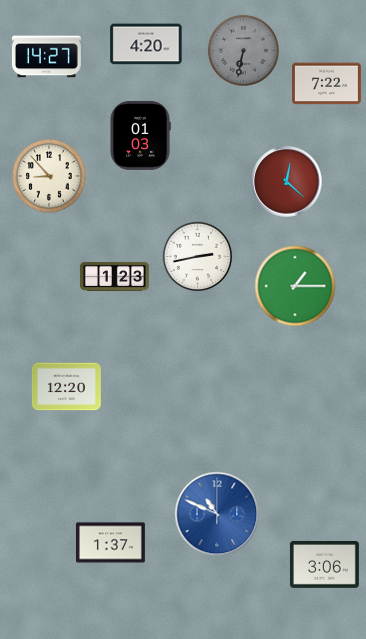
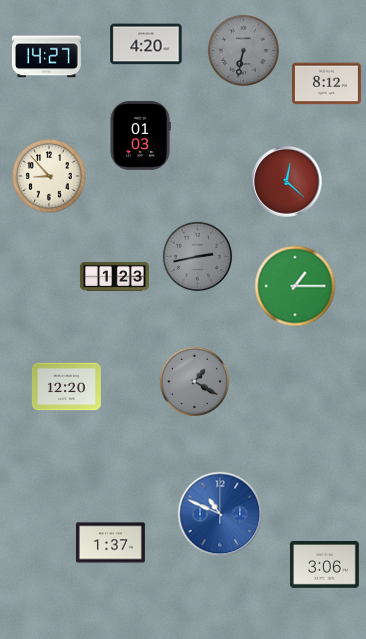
clock at (326, 84): 7:22 -> 8:12
clock at (198, 257) dial: white -> grey
clock at (195, 382): none -> 1:20
clock at (217, 514) position: (217, 514) -> (220, 514)
